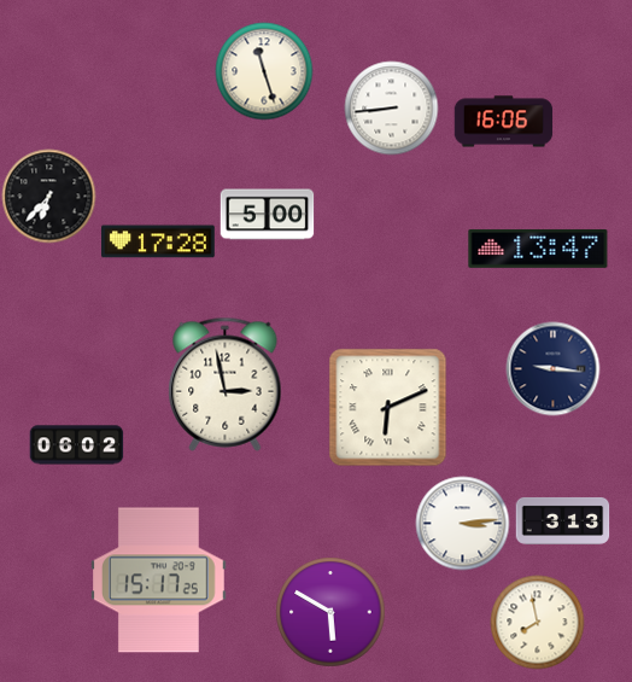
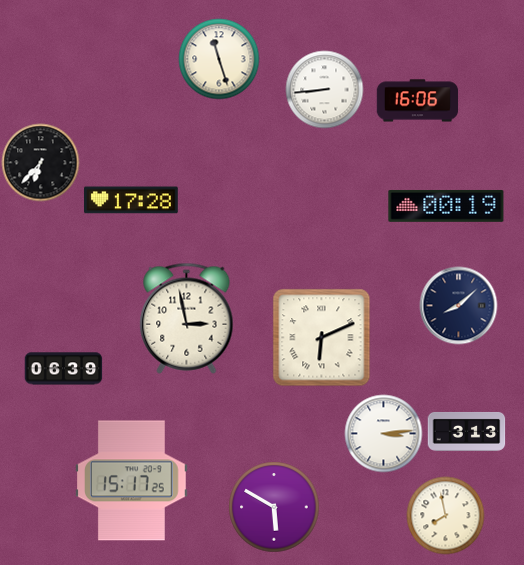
clock at (267, 215): 5:00 -> none
clock at (538, 249): 13:47 -> 00:19
clock at (552, 368): 9:16 -> 8:08
clock at (76, 445): 06:02 -> 06:39
